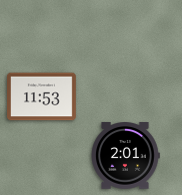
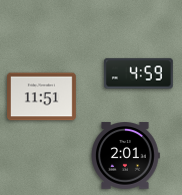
clock at (138, 74): none -> 4:59
clock at (42, 97): 11:53 -> 11:51
